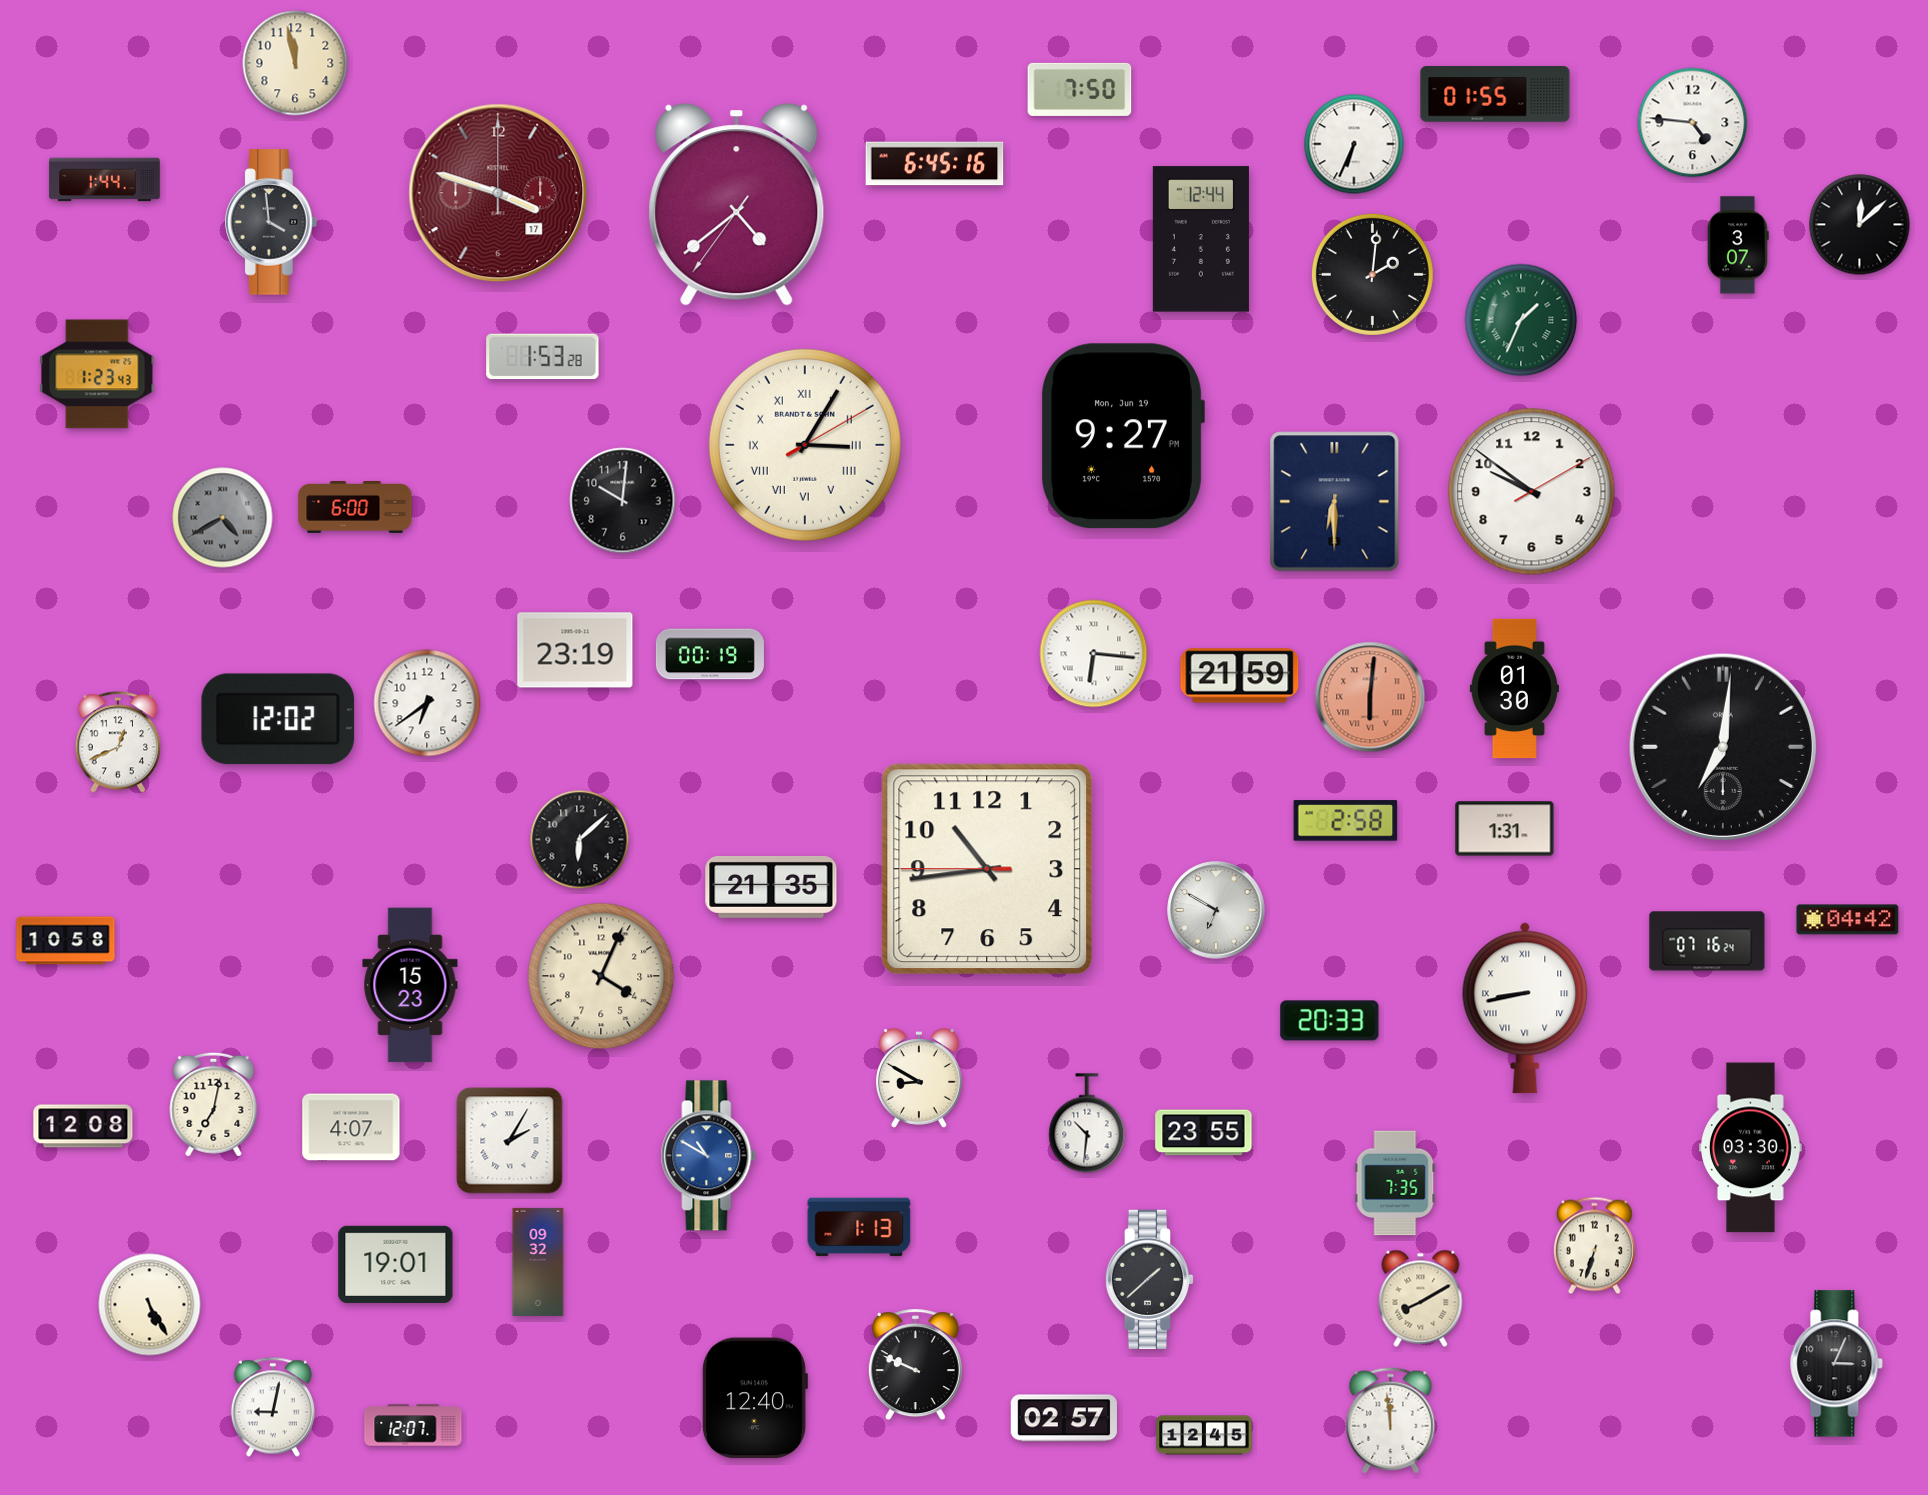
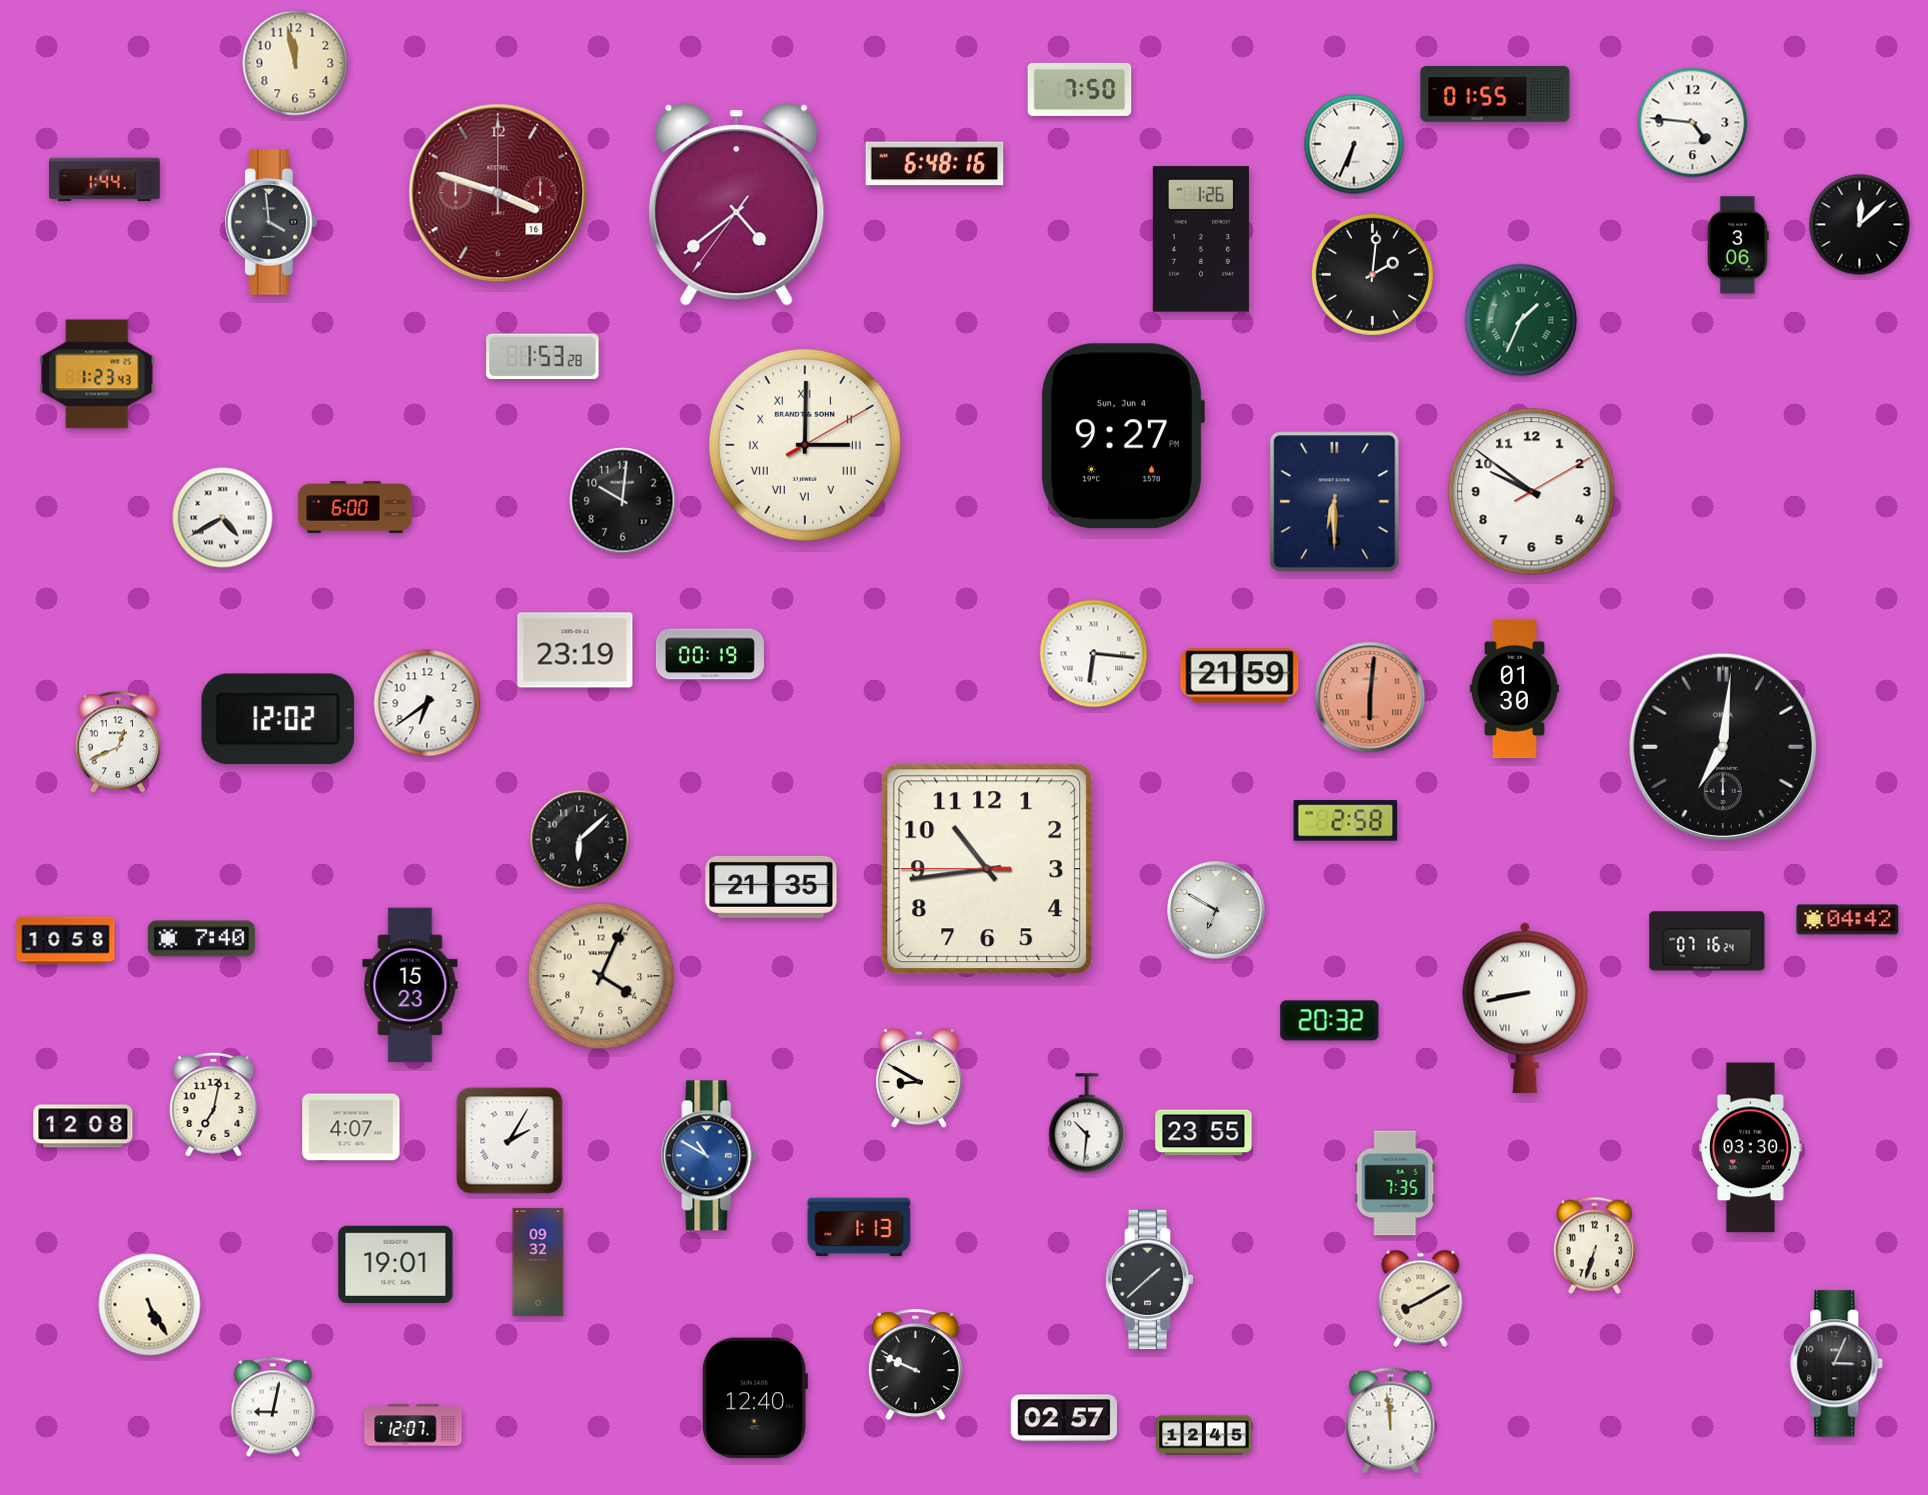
clock at (935, 164): 6:45 -> 6:48
clock at (498, 193) date: 17 -> 16
clock at (1201, 239): 12:44 -> 1:26
clock at (1739, 245): 3:07 -> 3:06
clock at (1122, 436) date: Mon, Jun 19 -> Sun, Jun 4
clock at (805, 445): 3:05 -> 3:00
clock at (223, 518) dial: grey -> white
clock at (1505, 829): 1:31 -> none
clock at (201, 939): none -> 7:40
clock at (1330, 1021): 20:33 -> 20:32
